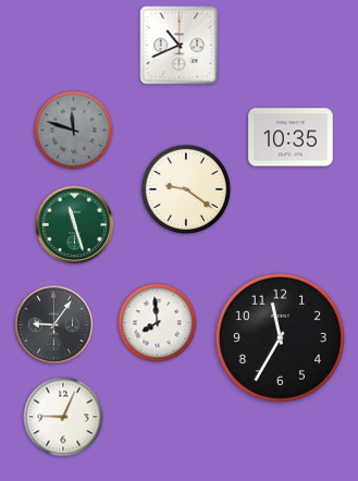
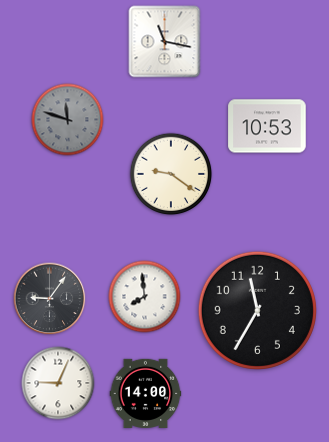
clock at (180, 46): 10:41 -> 11:17
clock at (291, 137): 10:35 -> 10:53
clock at (75, 225): 11:27 -> none
clock at (146, 393): none -> 14:00
